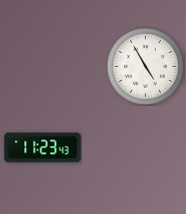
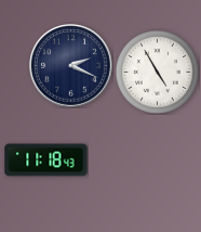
clock at (71, 66): none -> 2:19
clock at (43, 148): 11:23 -> 11:18
